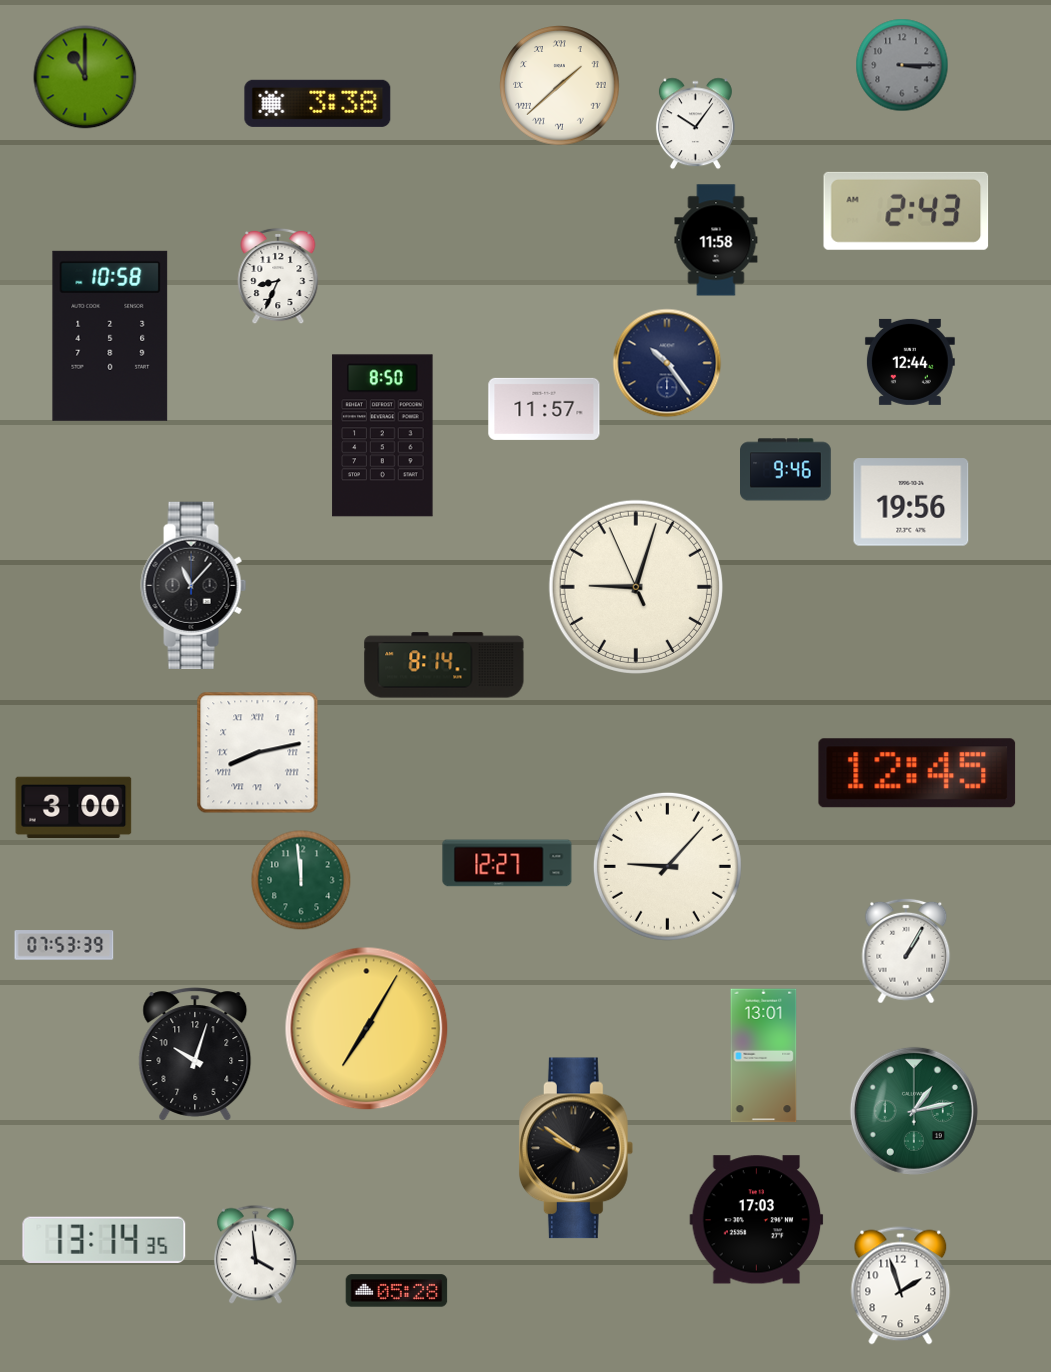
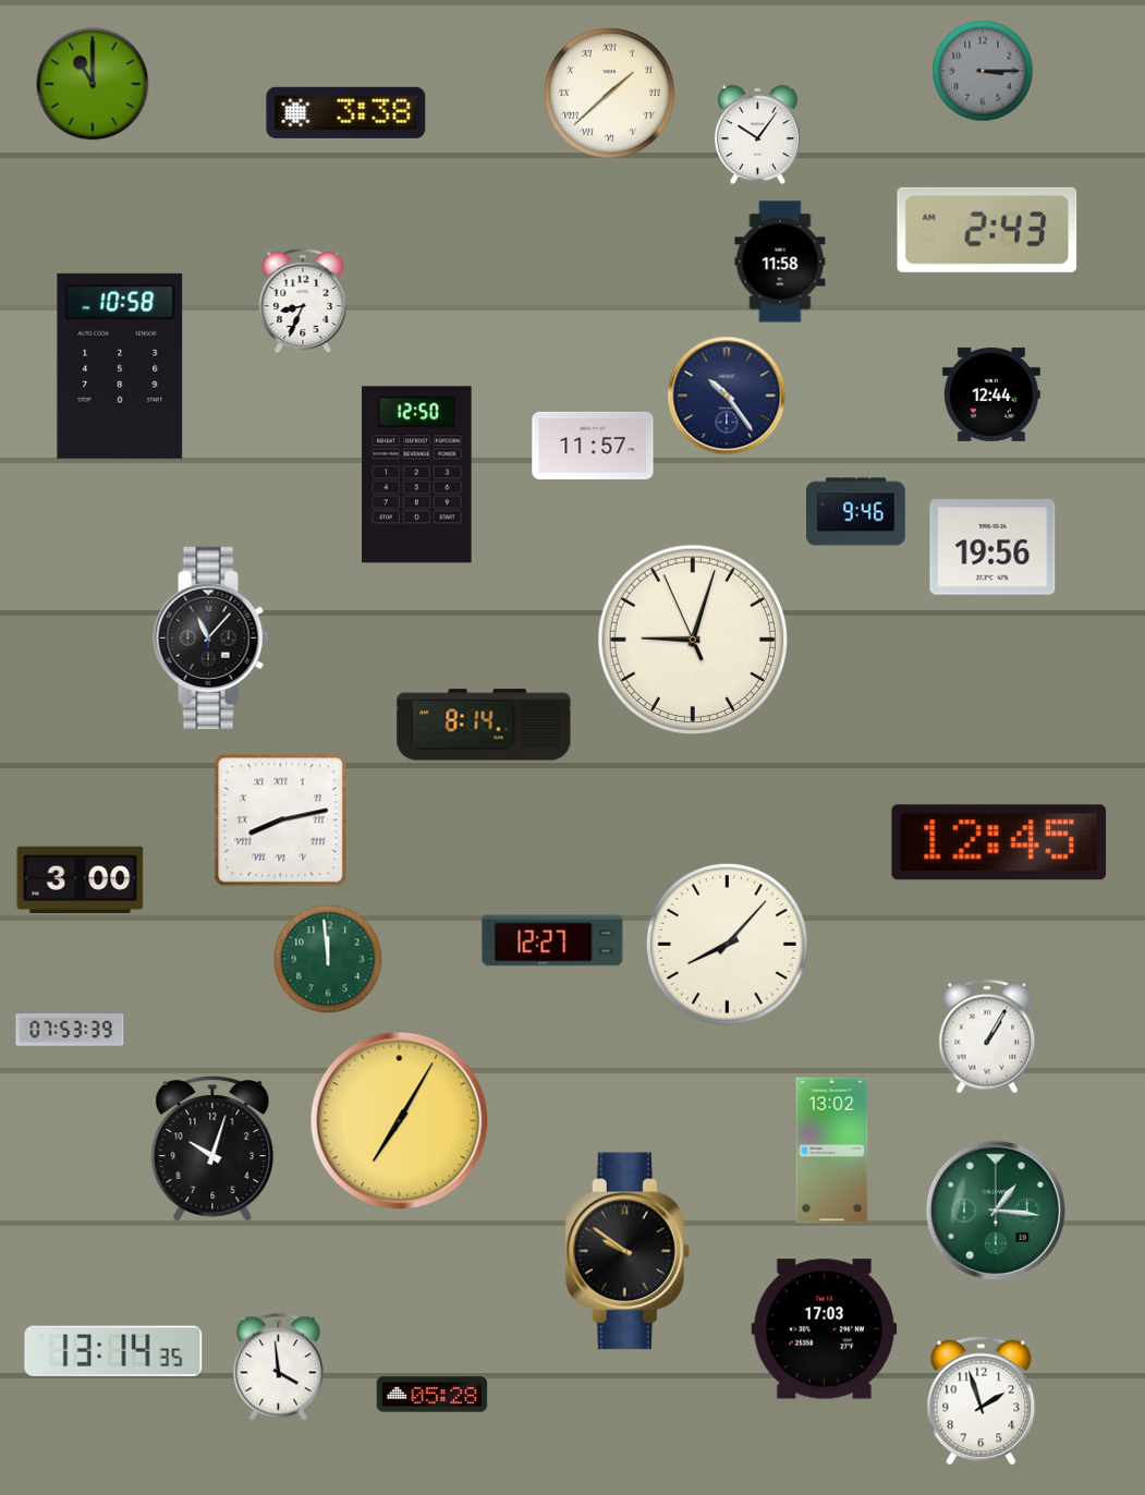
clock at (383, 436): 8:50 -> 12:50
clock at (667, 866): 9:07 -> 8:07
clock at (764, 1056): 13:01 -> 13:02
clock at (914, 1111): 1:13 -> 1:16
clock at (397, 1291) position: (397, 1291) -> (433, 1395)
